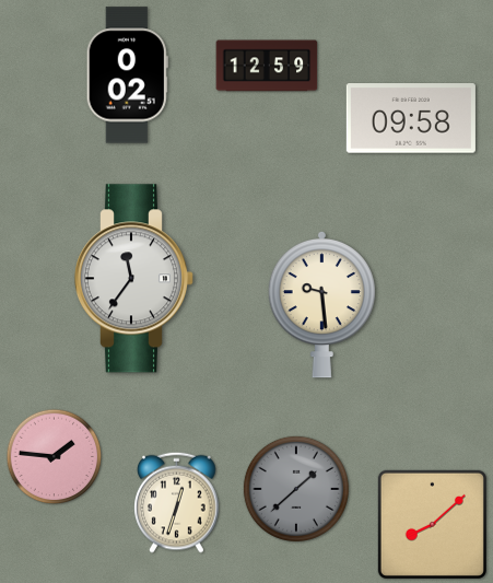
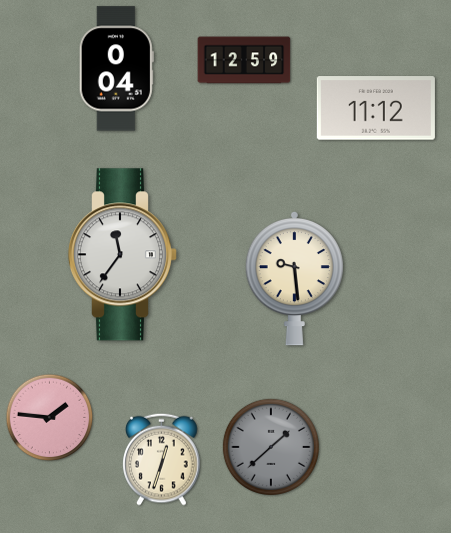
clock at (127, 75): 0:02 -> 0:04
clock at (411, 118): 09:58 -> 11:12
clock at (432, 524): 8:08 -> none
